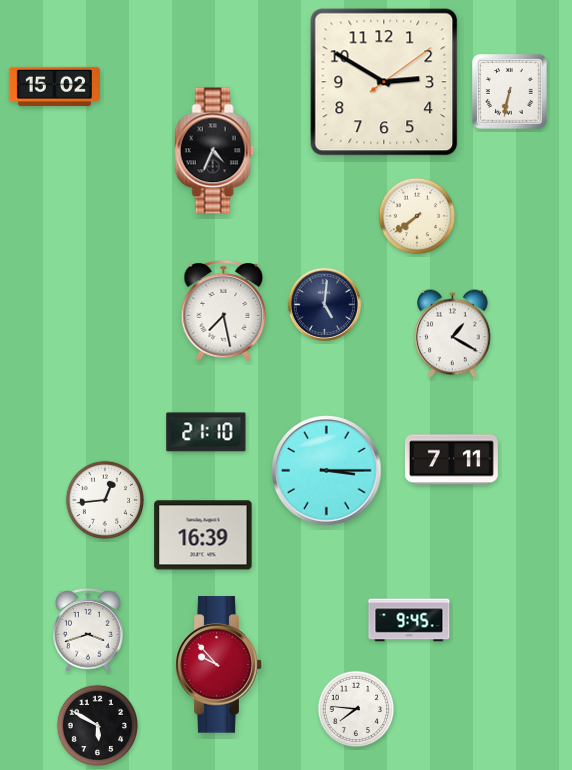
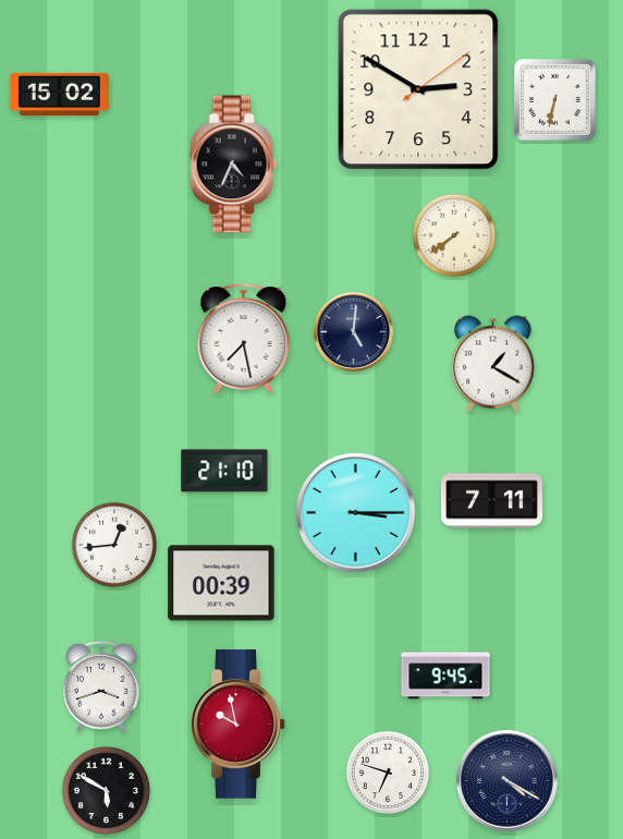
clock at (203, 535): 16:39 -> 00:39
clock at (88, 631) position: (88, 631) -> (101, 688)
clock at (219, 665): 9:53 -> 9:58
clock at (356, 709): 7:46 -> 6:48
clock at (508, 781): none -> 4:20
